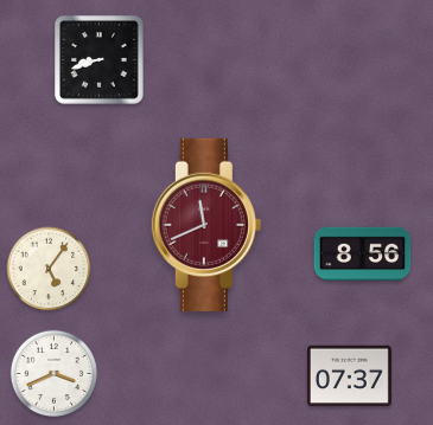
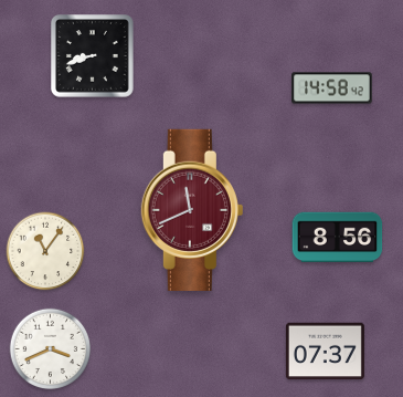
clock at (332, 88): none -> 14:58
clock at (49, 269): 5:06 -> 11:06
